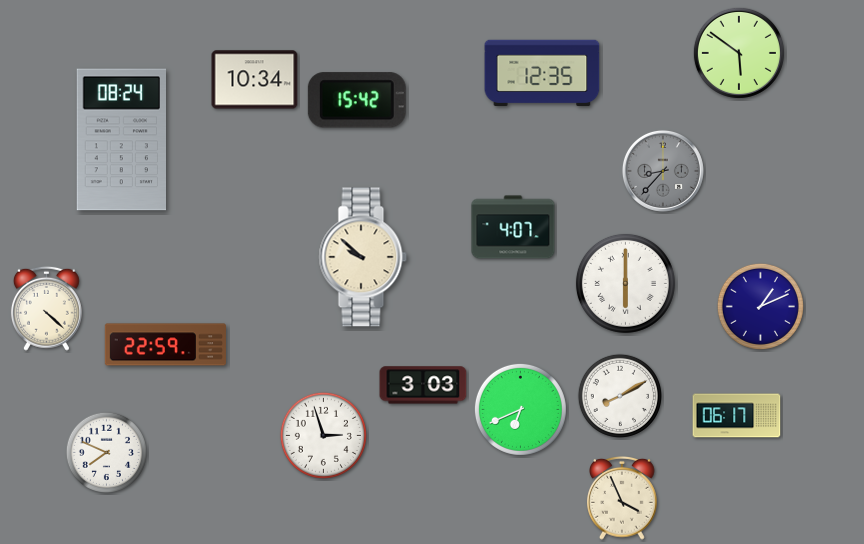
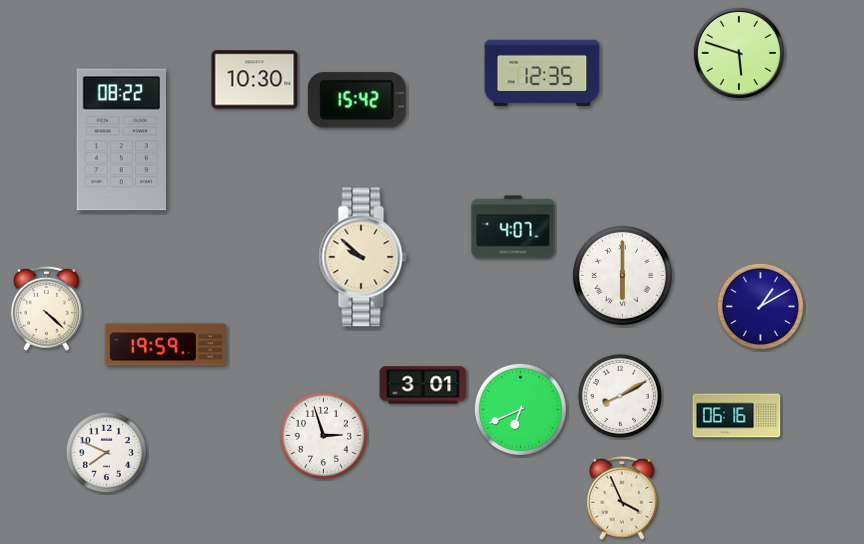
clock at (739, 53): 5:51 -> 5:48
clock at (255, 80): 10:34 -> 10:30
clock at (121, 140): 08:24 -> 08:22
clock at (663, 171): 8:37 -> none
clock at (625, 283) position: (625, 283) -> (622, 275)
clock at (760, 306): 1:11 -> 1:10
clock at (165, 345): 22:59 -> 19:59
clock at (423, 385): 3:03 -> 3:01
clock at (737, 416): 06:17 -> 06:16
